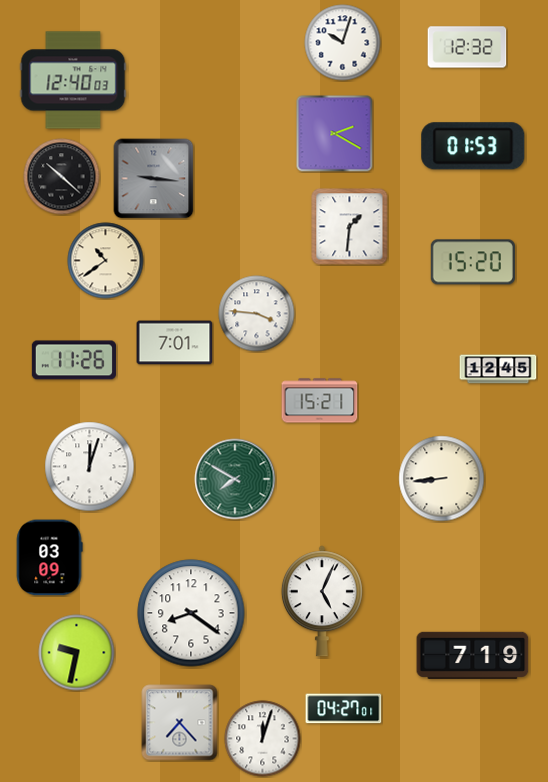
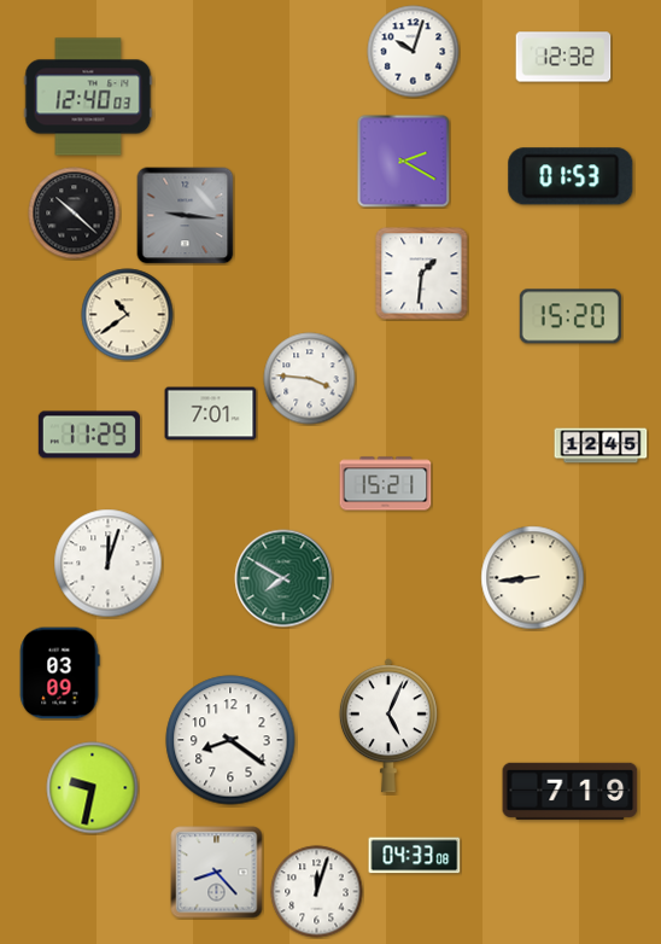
clock at (74, 360): 11:26 -> 11:29
clock at (344, 709): 04:27 -> 04:33
clock at (180, 723): 7:23 -> 8:23
